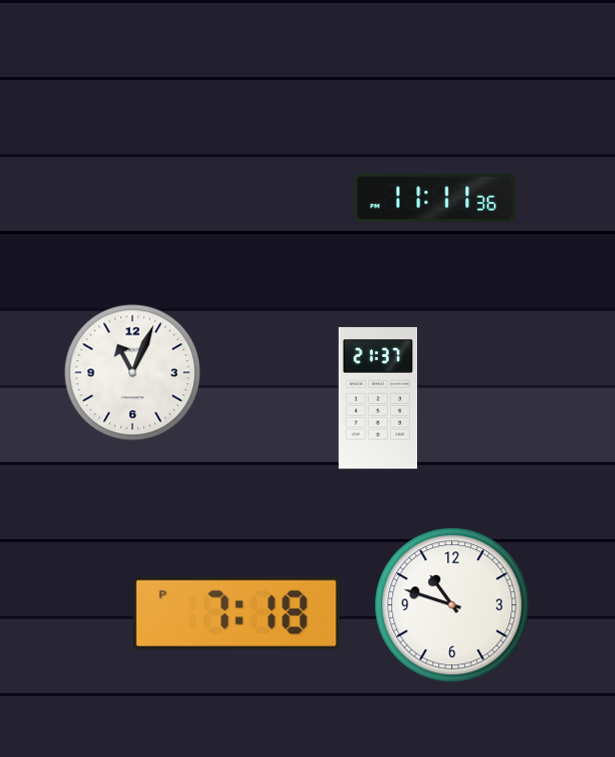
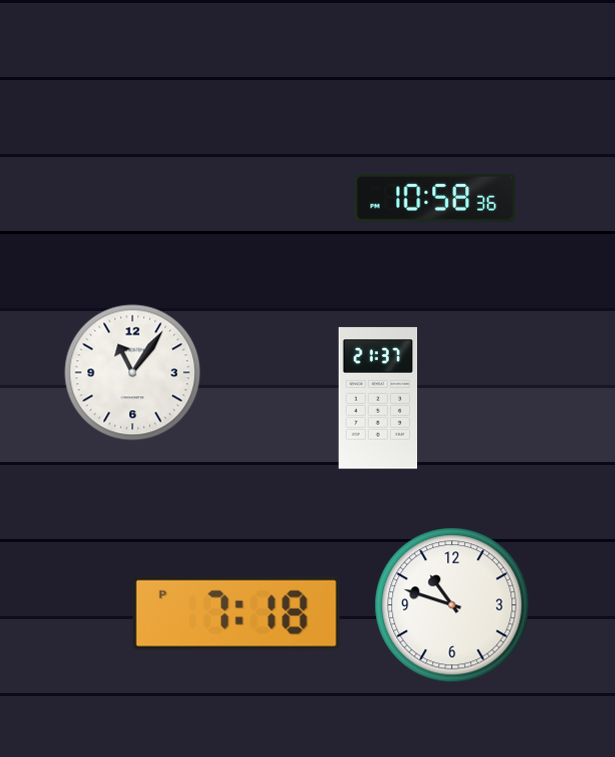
clock at (435, 198): 11:11 -> 10:58
clock at (133, 373): 11:04 -> 11:06
